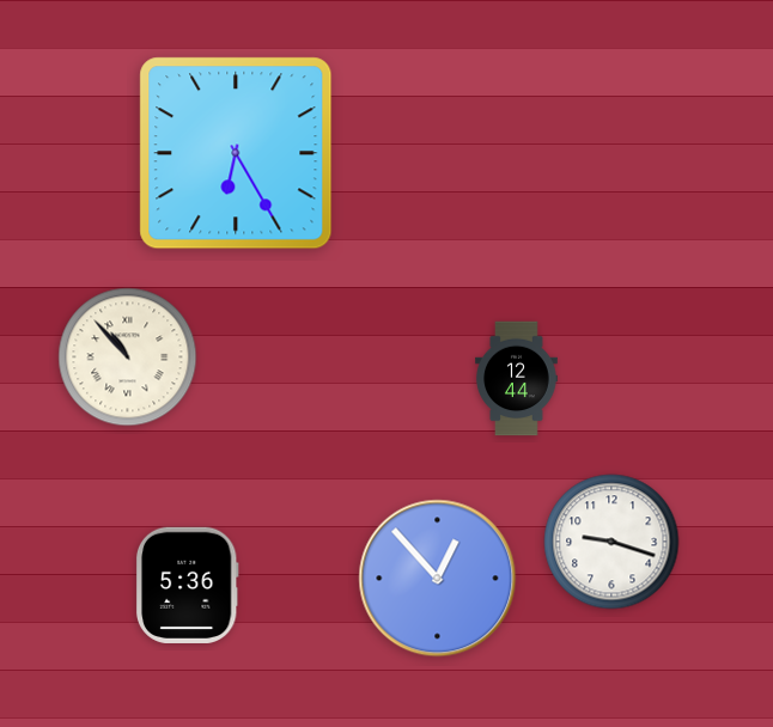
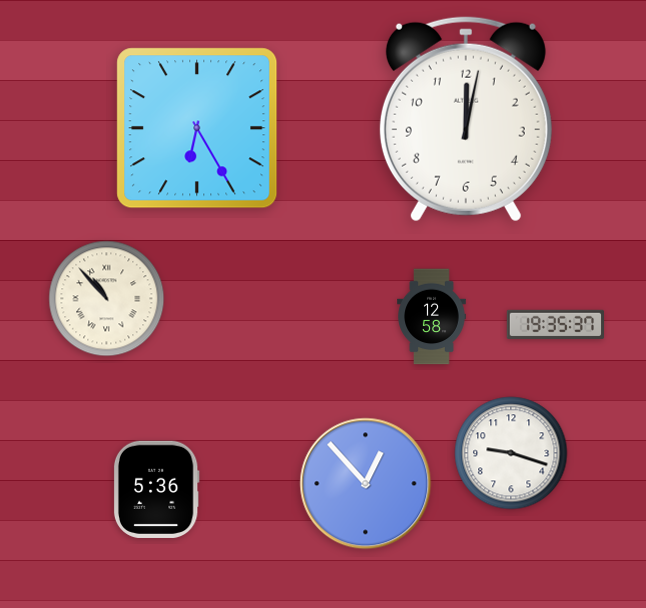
clock at (466, 119): none -> 12:02
clock at (517, 379): 12:44 -> 12:58
clock at (555, 324): none -> 19:35
